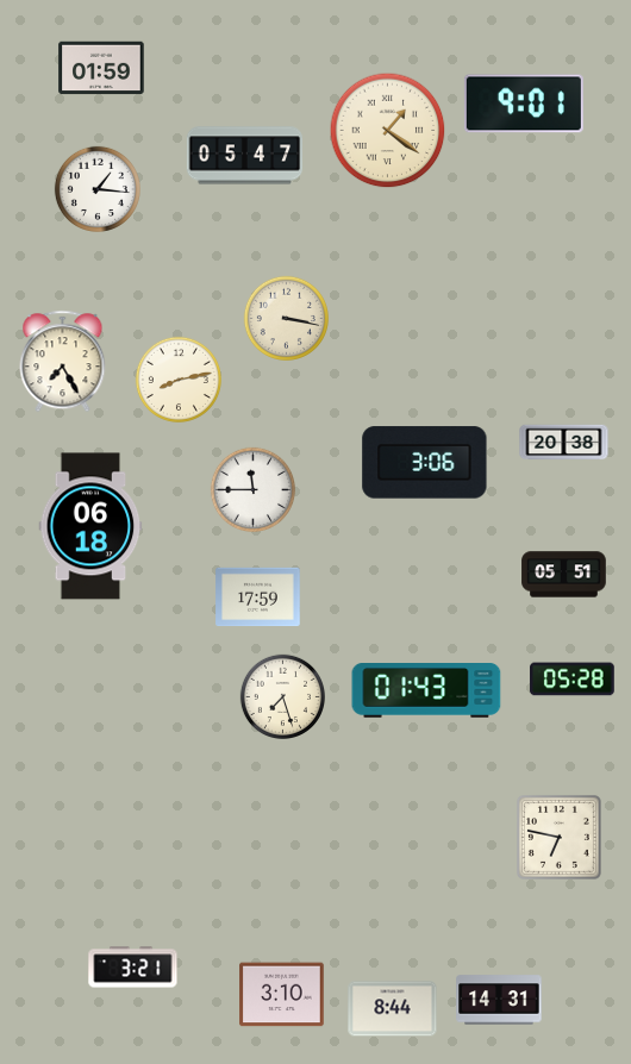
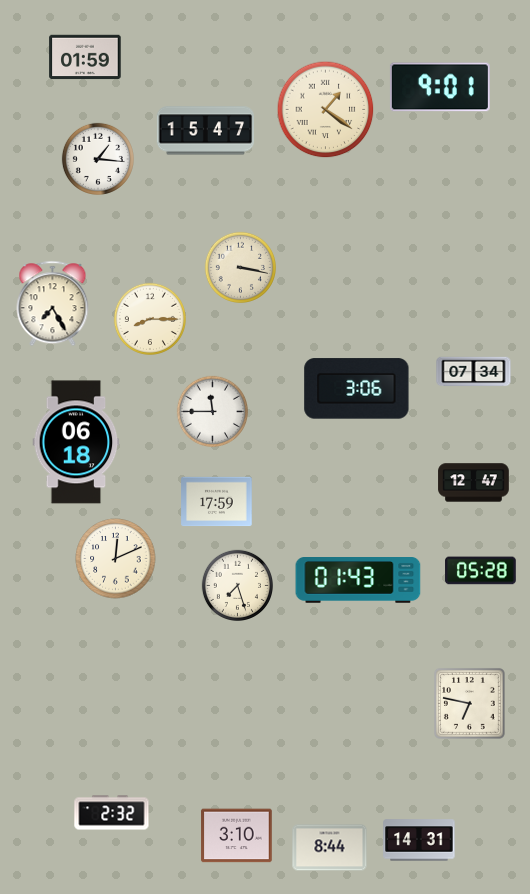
clock at (245, 156): 05:47 -> 15:47
clock at (98, 189) position: (98, 189) -> (98, 159)
clock at (179, 380): 8:13 -> 8:15
clock at (564, 443): 20:38 -> 07:34
clock at (564, 575): 05:51 -> 12:47
clock at (116, 559): none -> 12:11
clock at (133, 968): 3:21 -> 2:32
